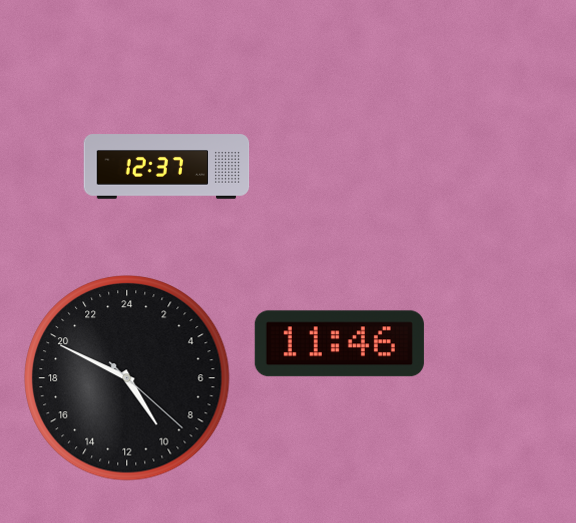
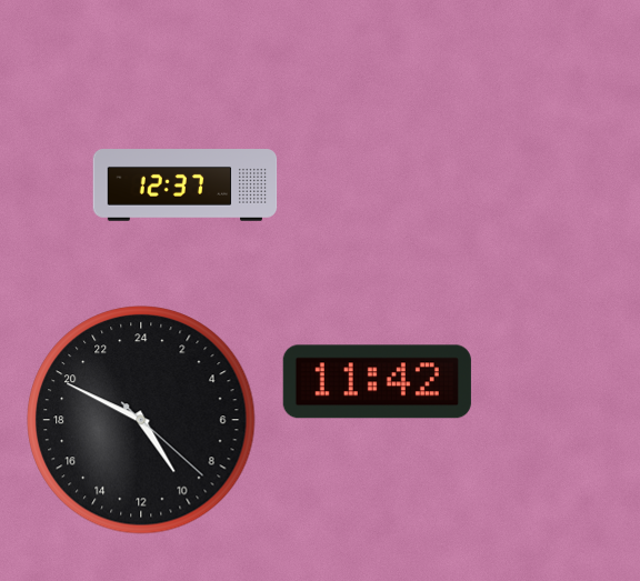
clock at (339, 344): 11:46 -> 11:42
